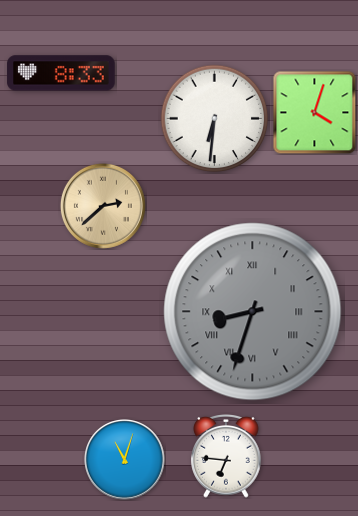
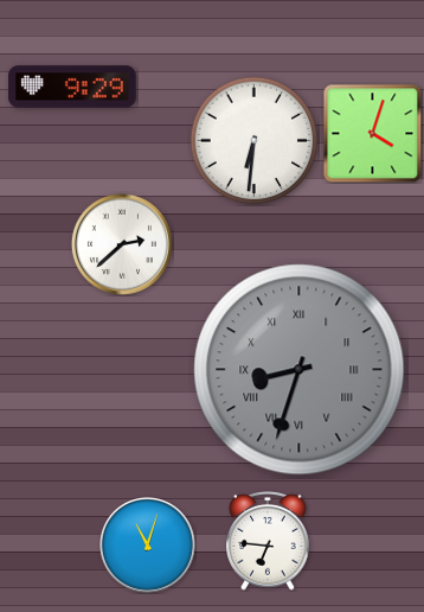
clock at (61, 73): 8:33 -> 9:29
clock at (103, 206) dial: champagne -> white
